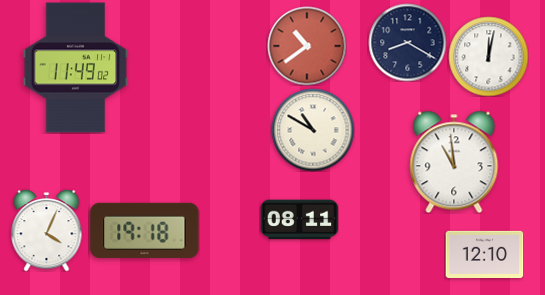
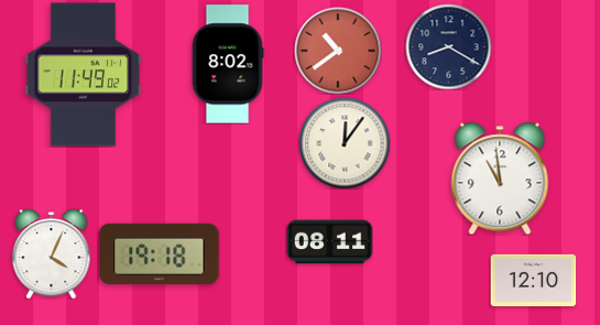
clock at (488, 56): 12:02 -> none
clock at (228, 64): none -> 8:02
clock at (313, 130): 10:50 -> 12:06
